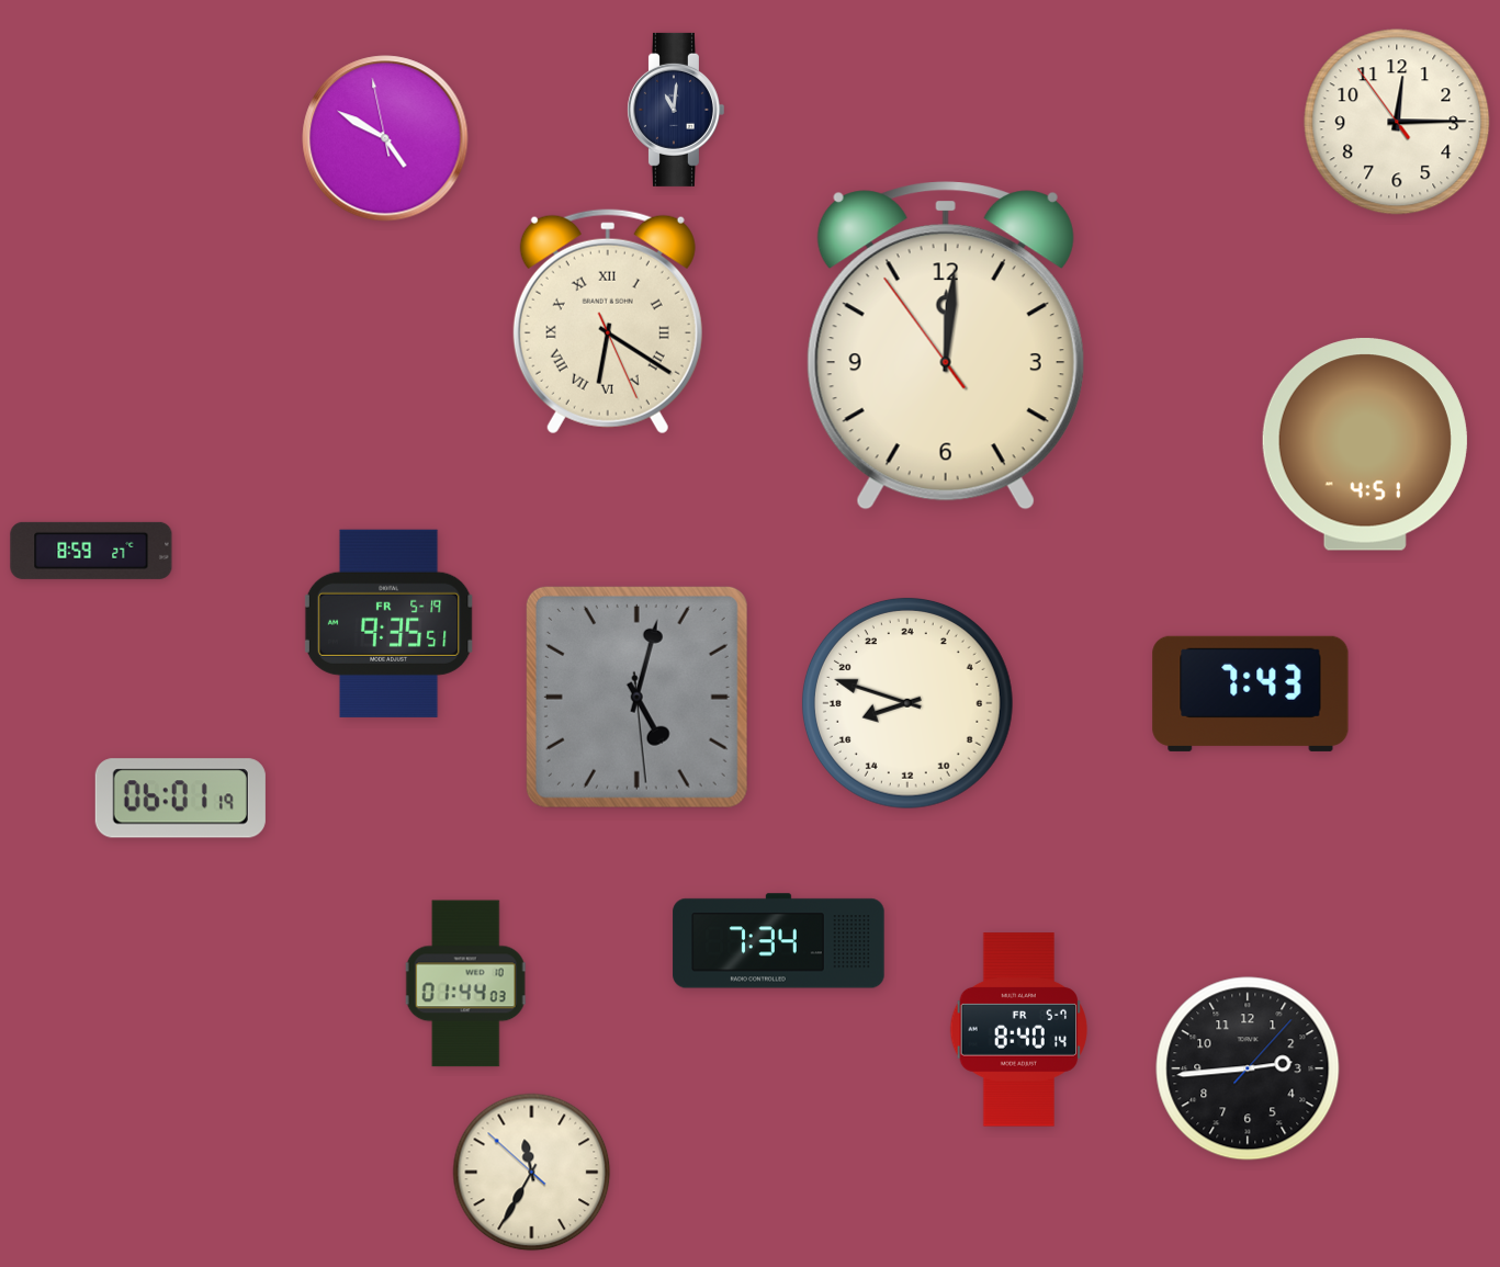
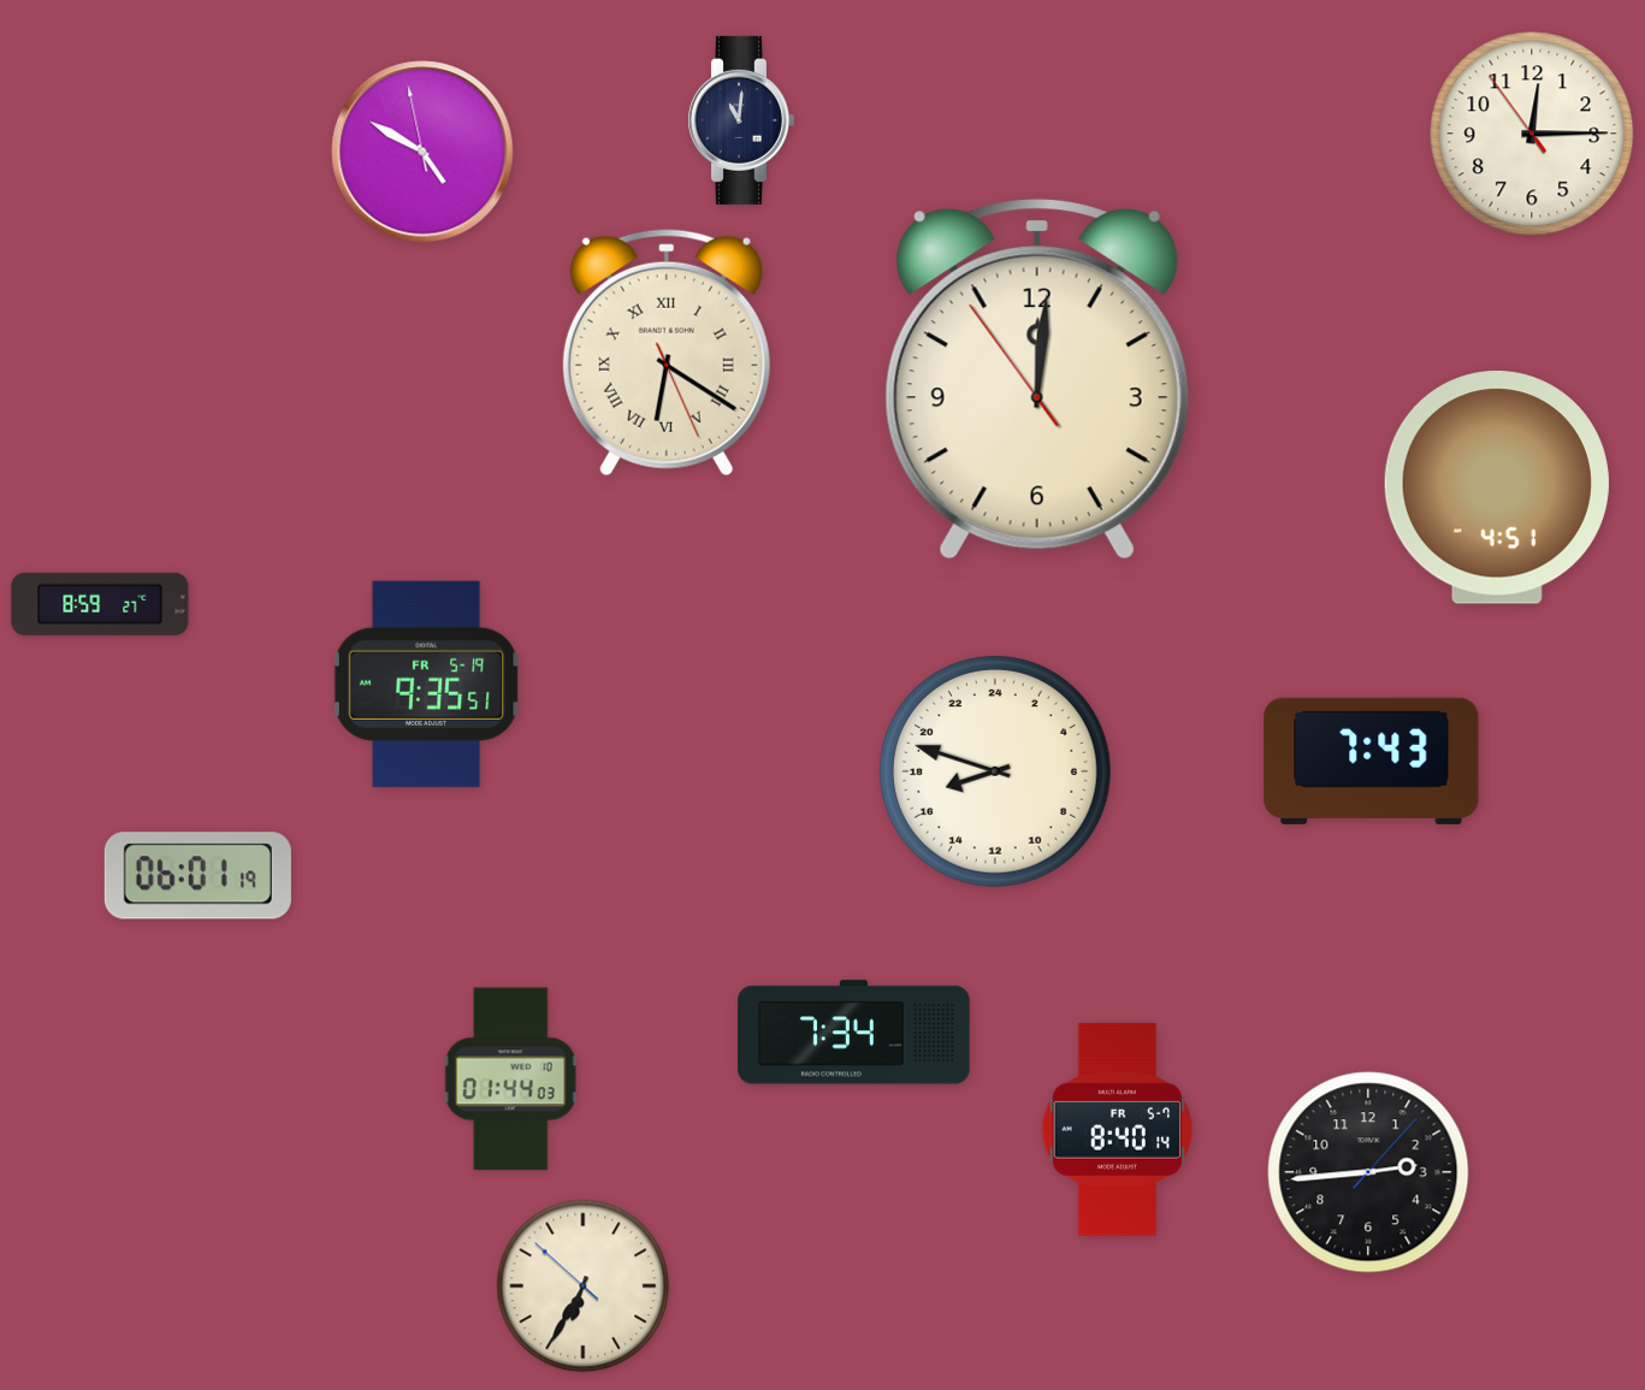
clock at (636, 697): 5:02 -> none
clock at (532, 1173): 11:34 -> 6:34
